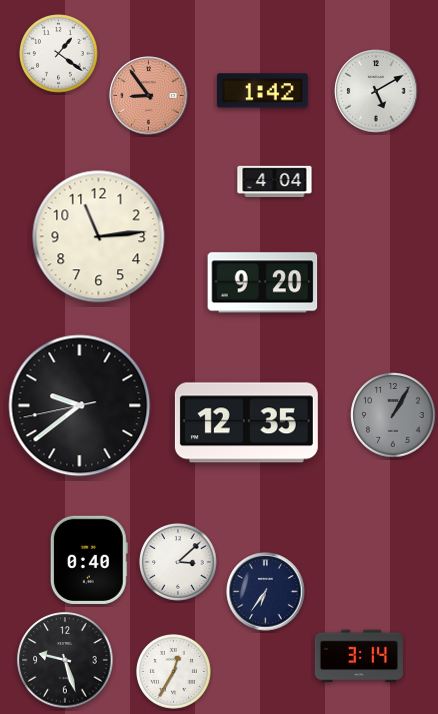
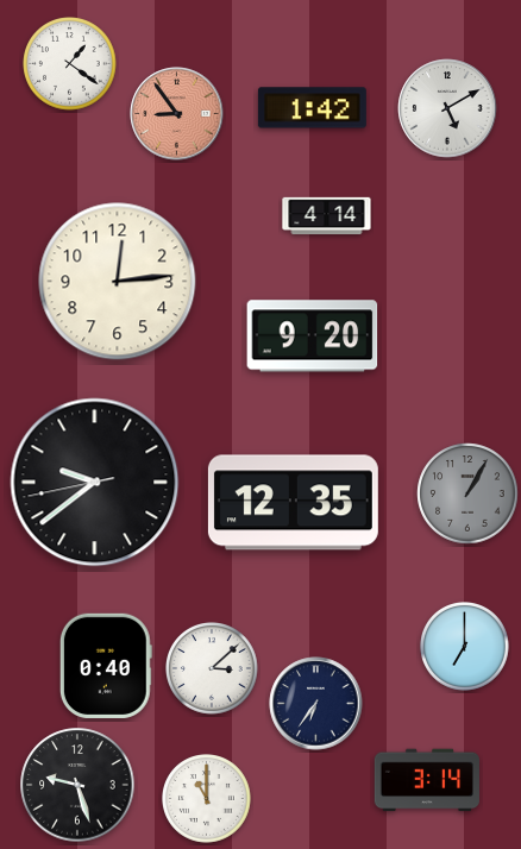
clock at (275, 182): 4:04 -> 4:14
clock at (99, 237): 11:14 -> 12:14
clock at (465, 647): none -> 7:00
clock at (174, 672): 12:35 -> 11:00
